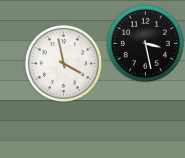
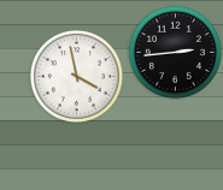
clock at (145, 43): 3:28 -> 2:44
